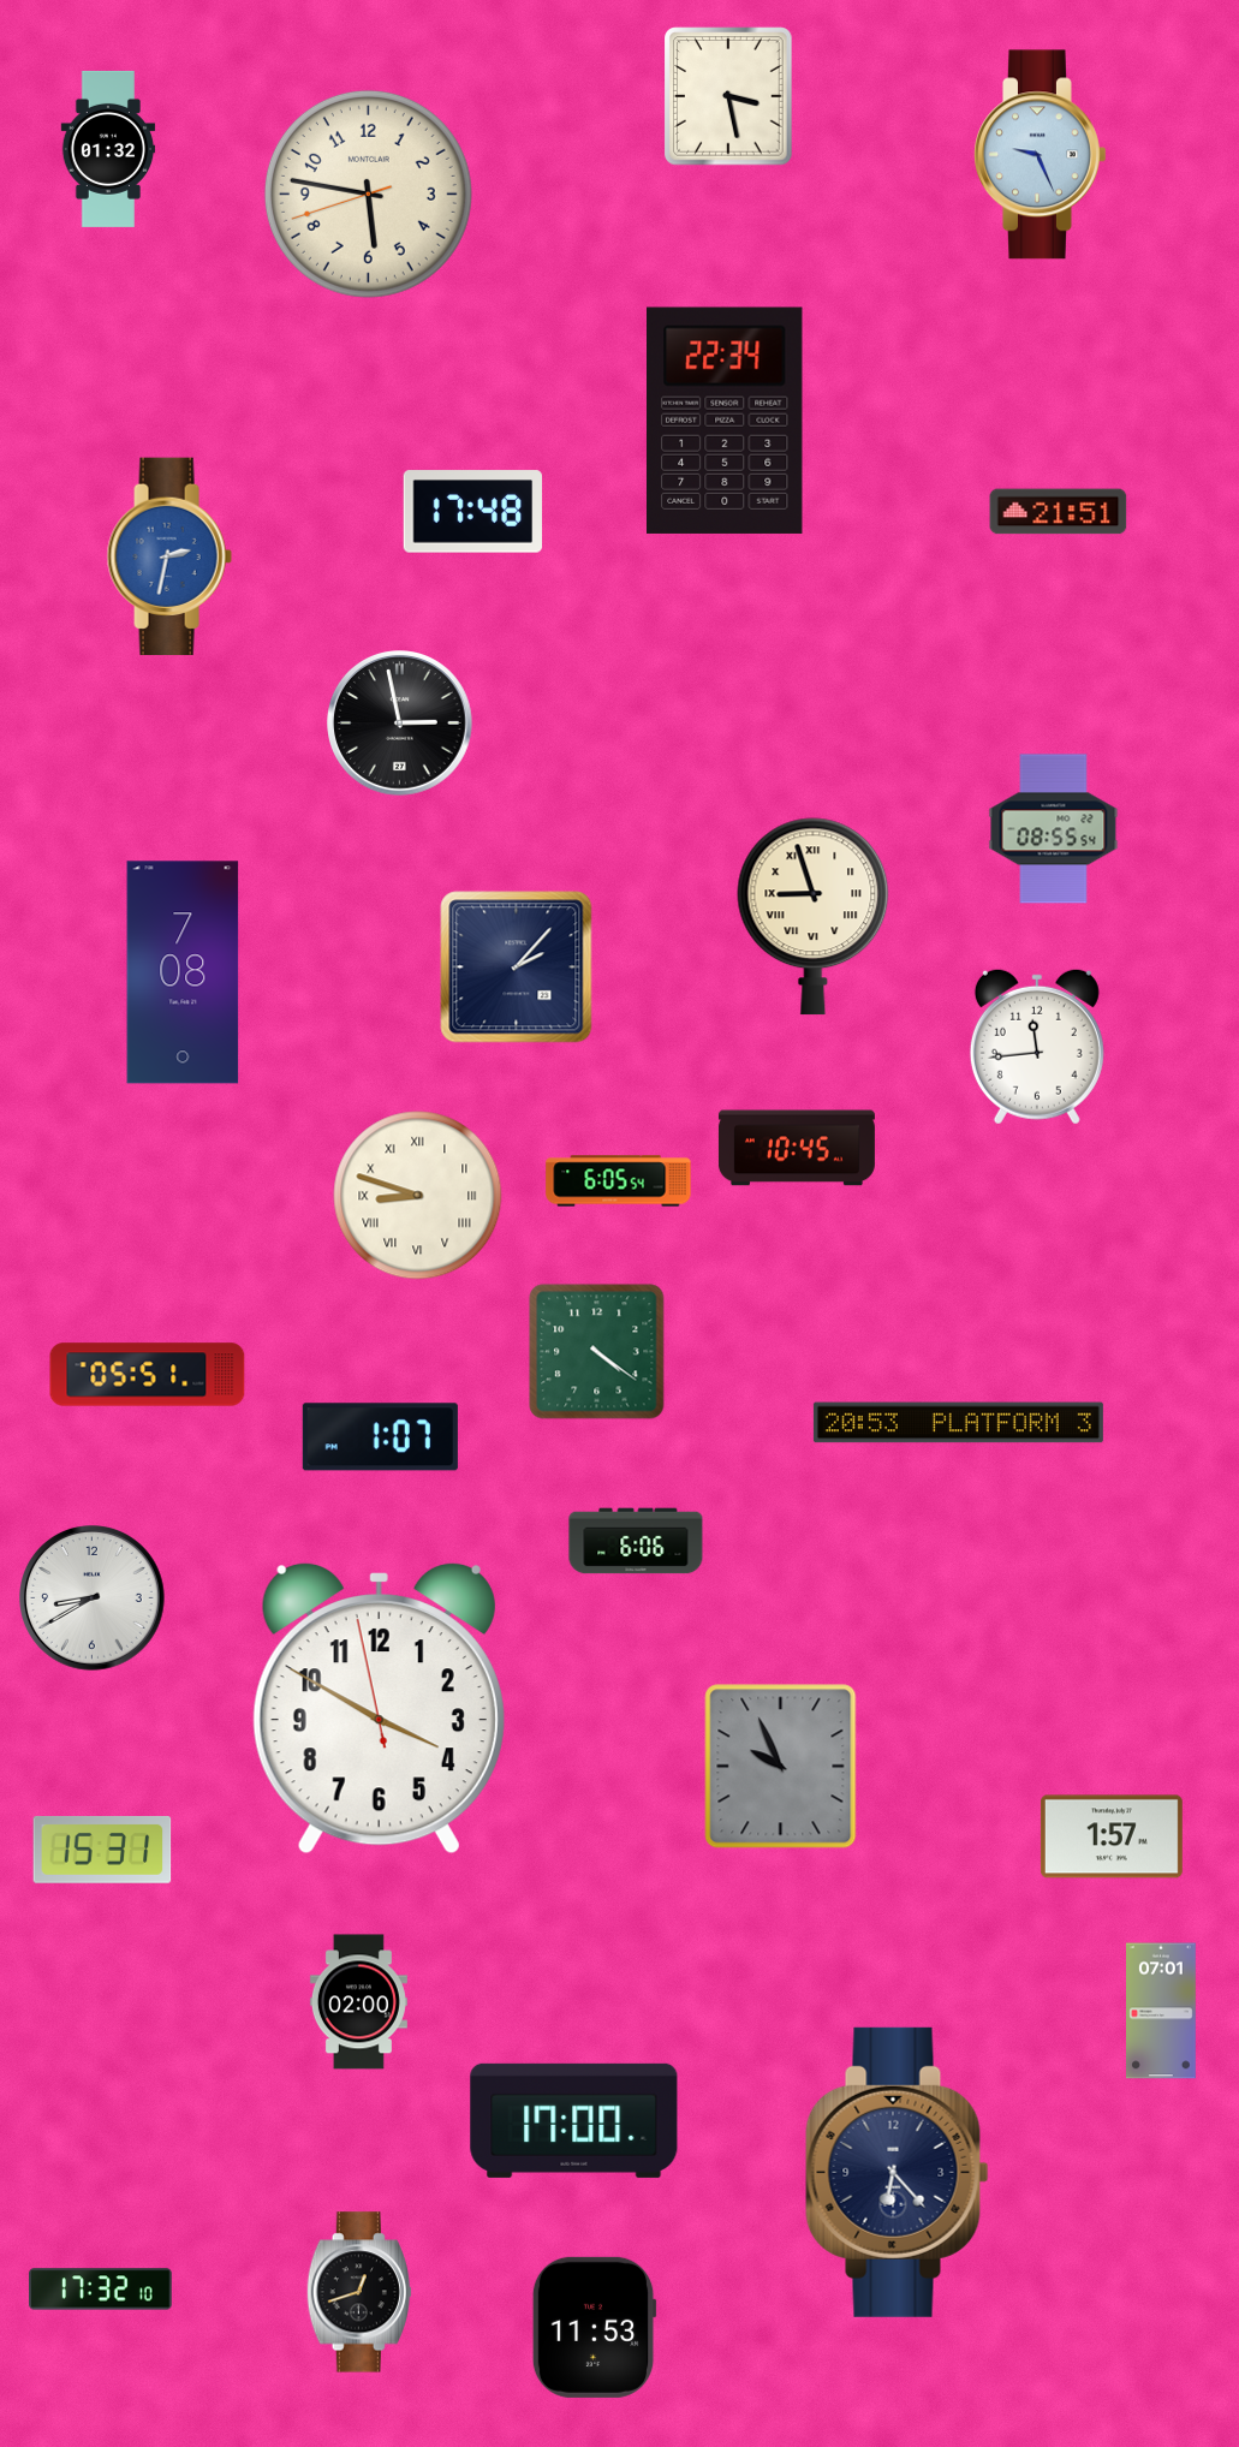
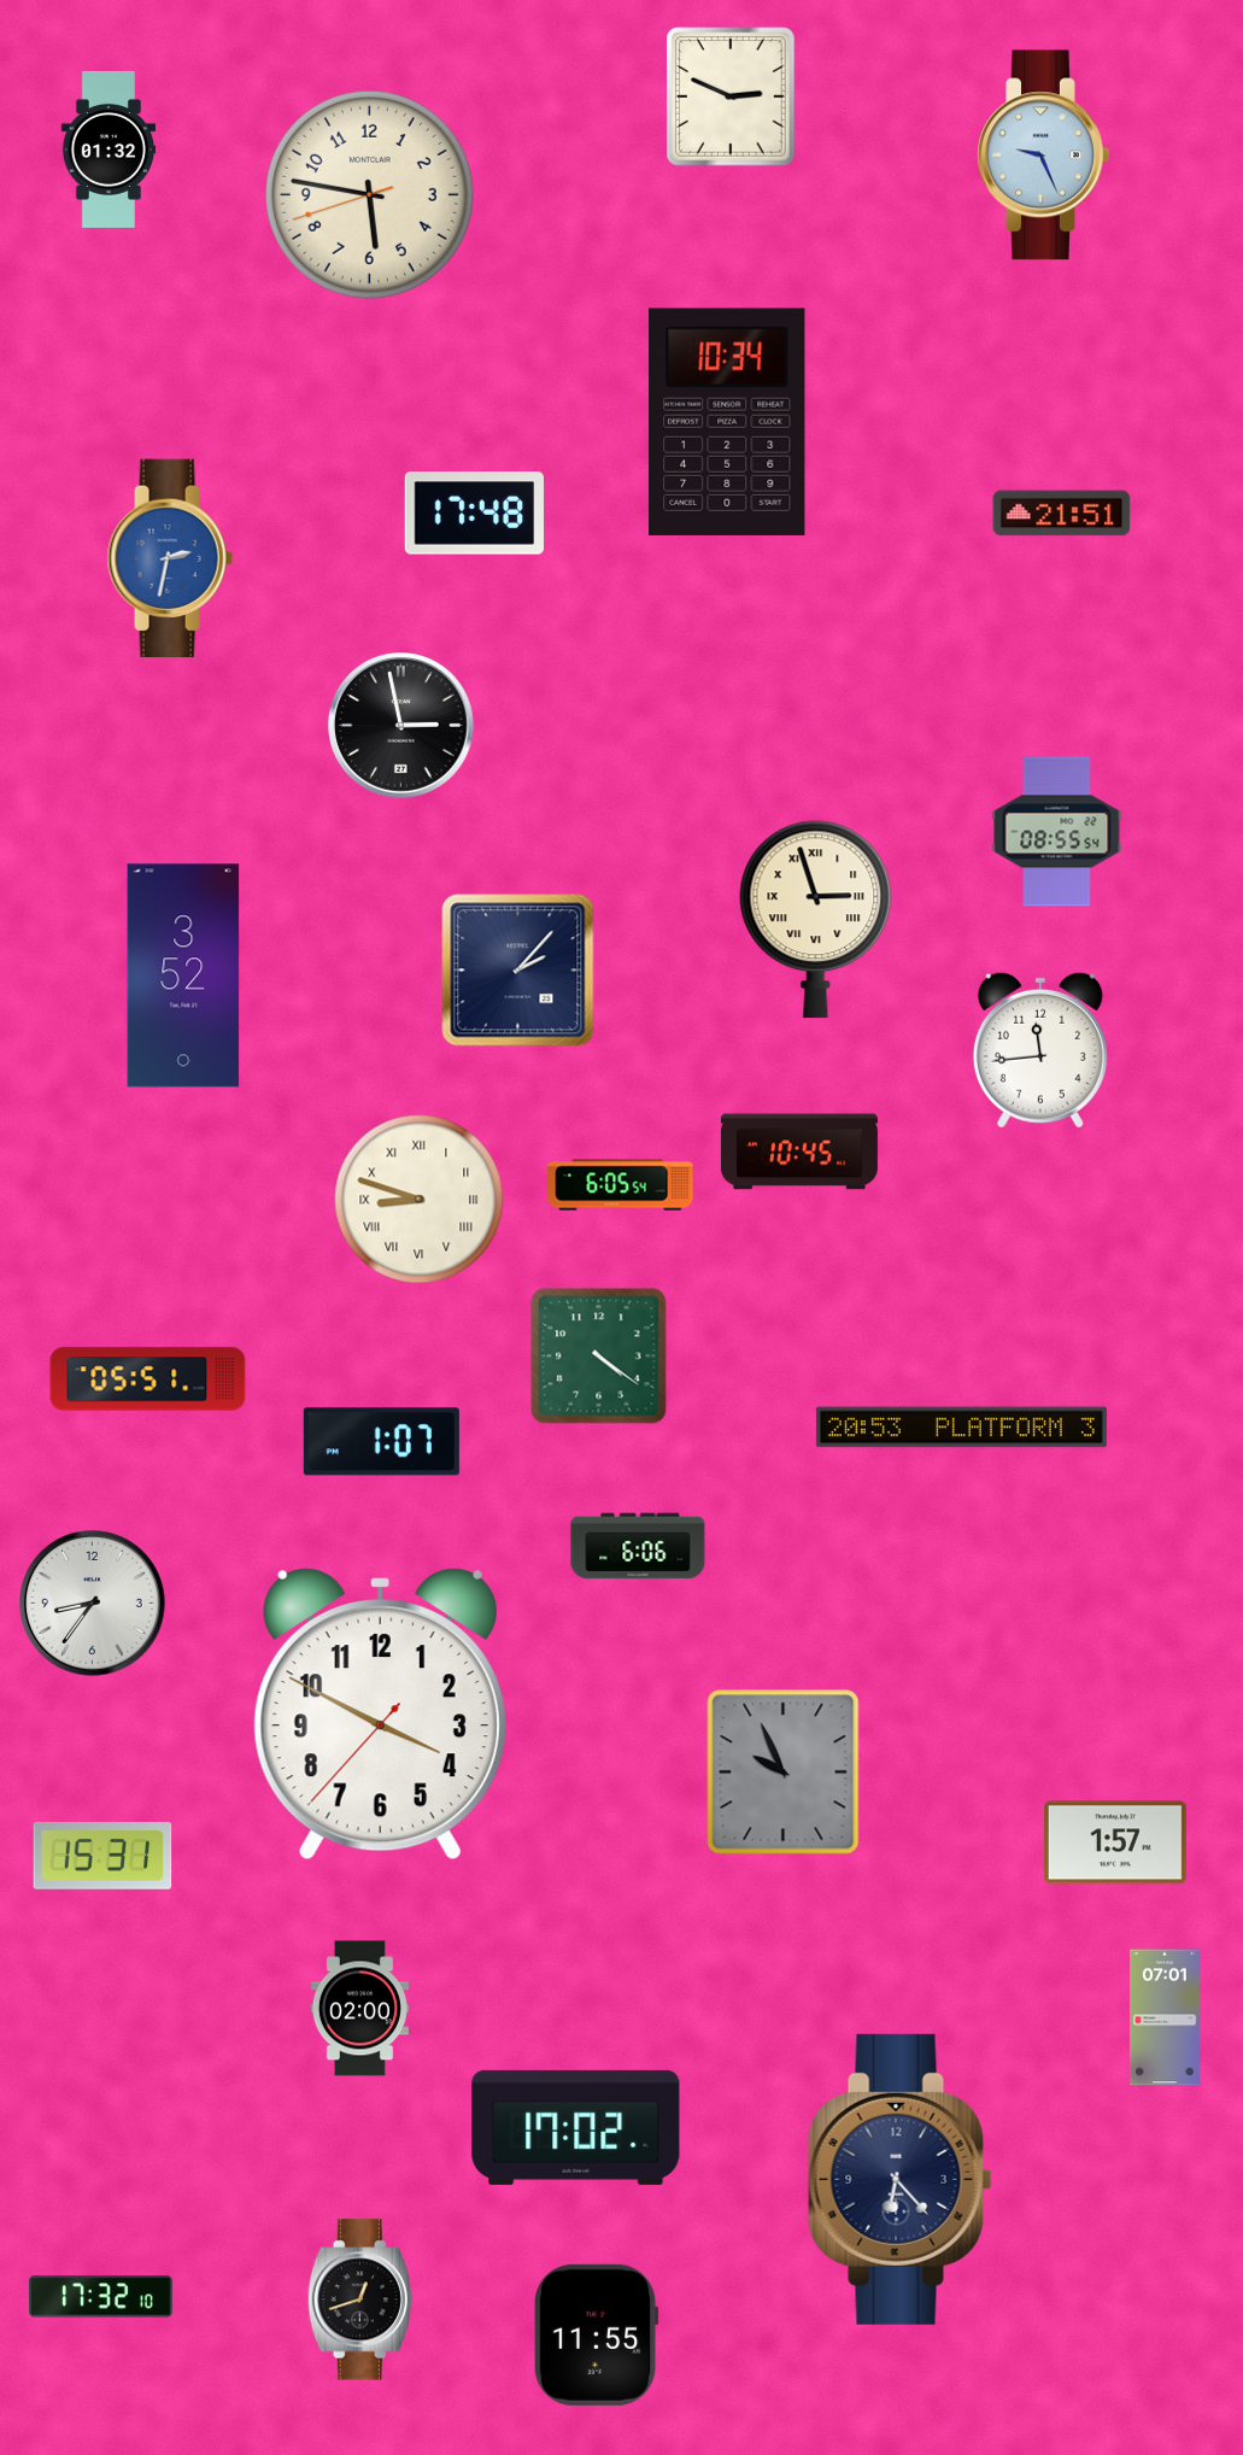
clock at (728, 96): 3:28 -> 2:49
clock at (726, 421): 22:34 -> 10:34
clock at (814, 917): 8:57 -> 2:57
clock at (183, 972): 7:08 -> 3:52
clock at (93, 1598): 8:40 -> 8:36
clock at (379, 1708): 3:49:58 -> 3:49:37
clock at (574, 2120): 17:00 -> 17:02
clock at (594, 2327): 11:53 -> 11:55
